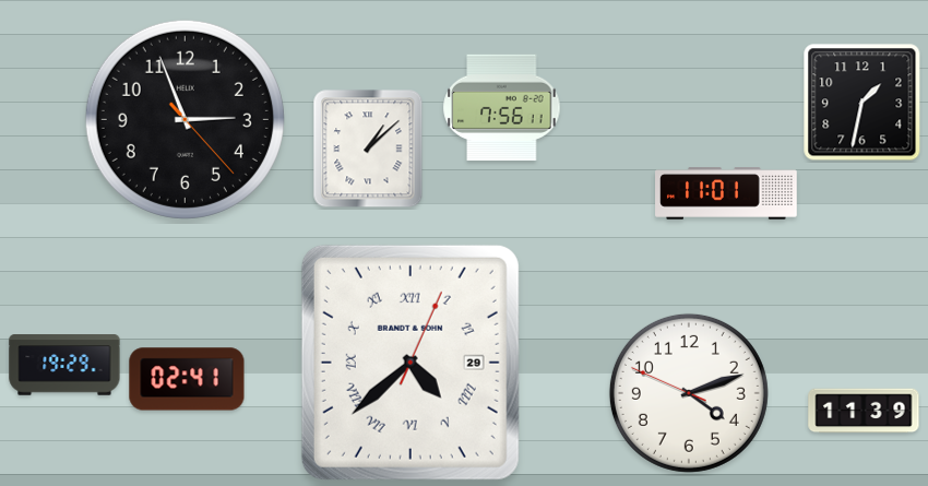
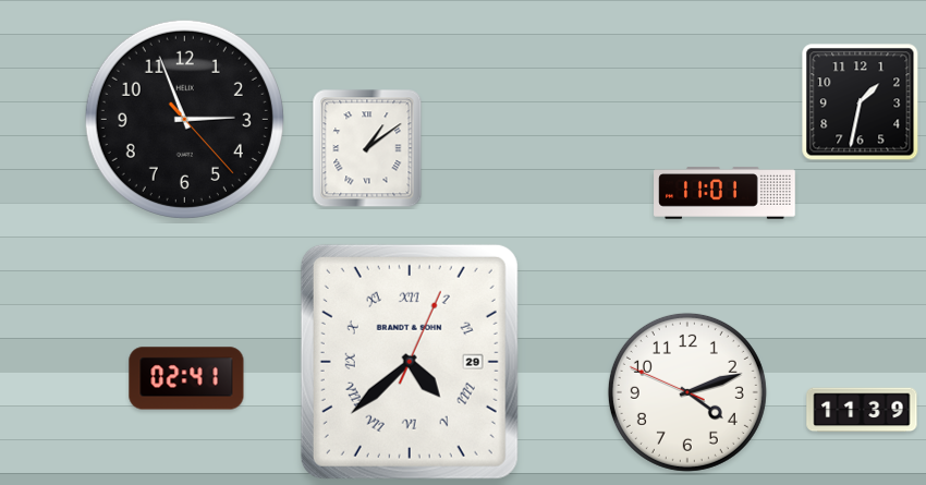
clock at (502, 108): 7:56 -> none
clock at (368, 149): 1:08 -> 1:09
clock at (64, 365): 19:29 -> none
